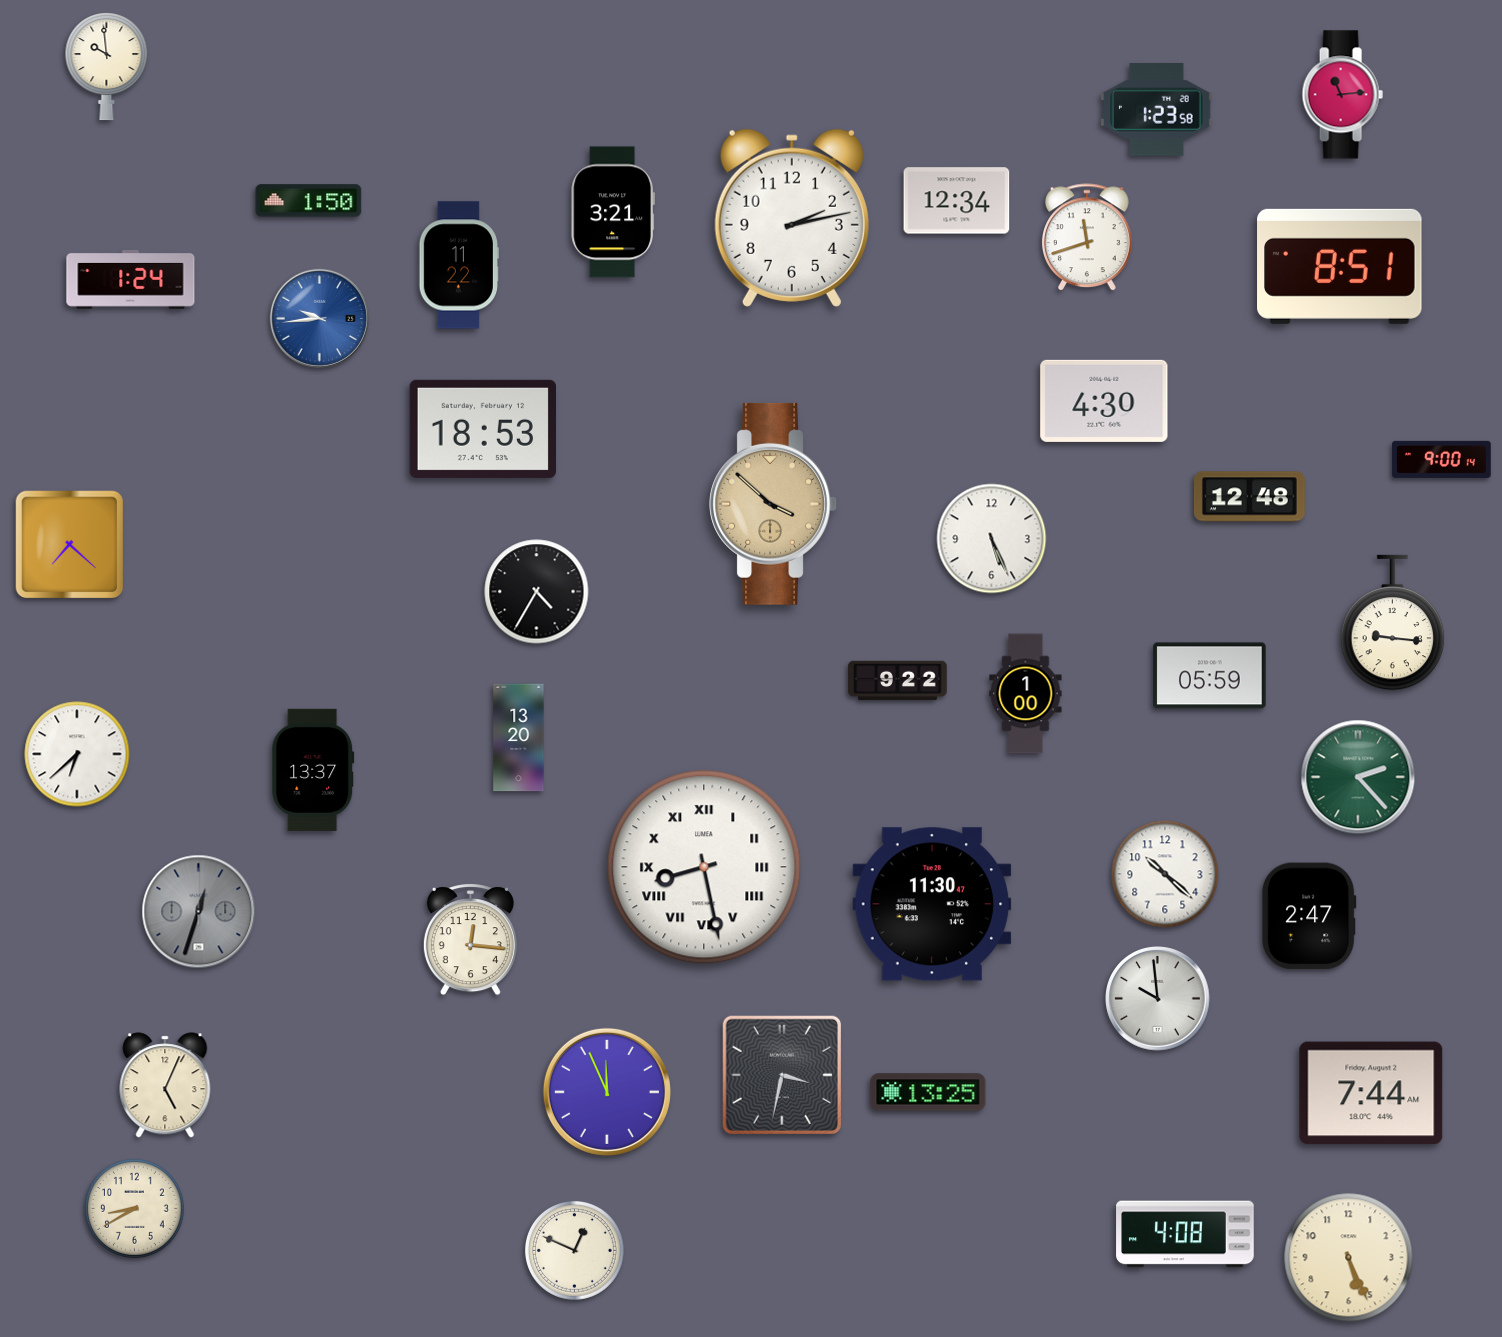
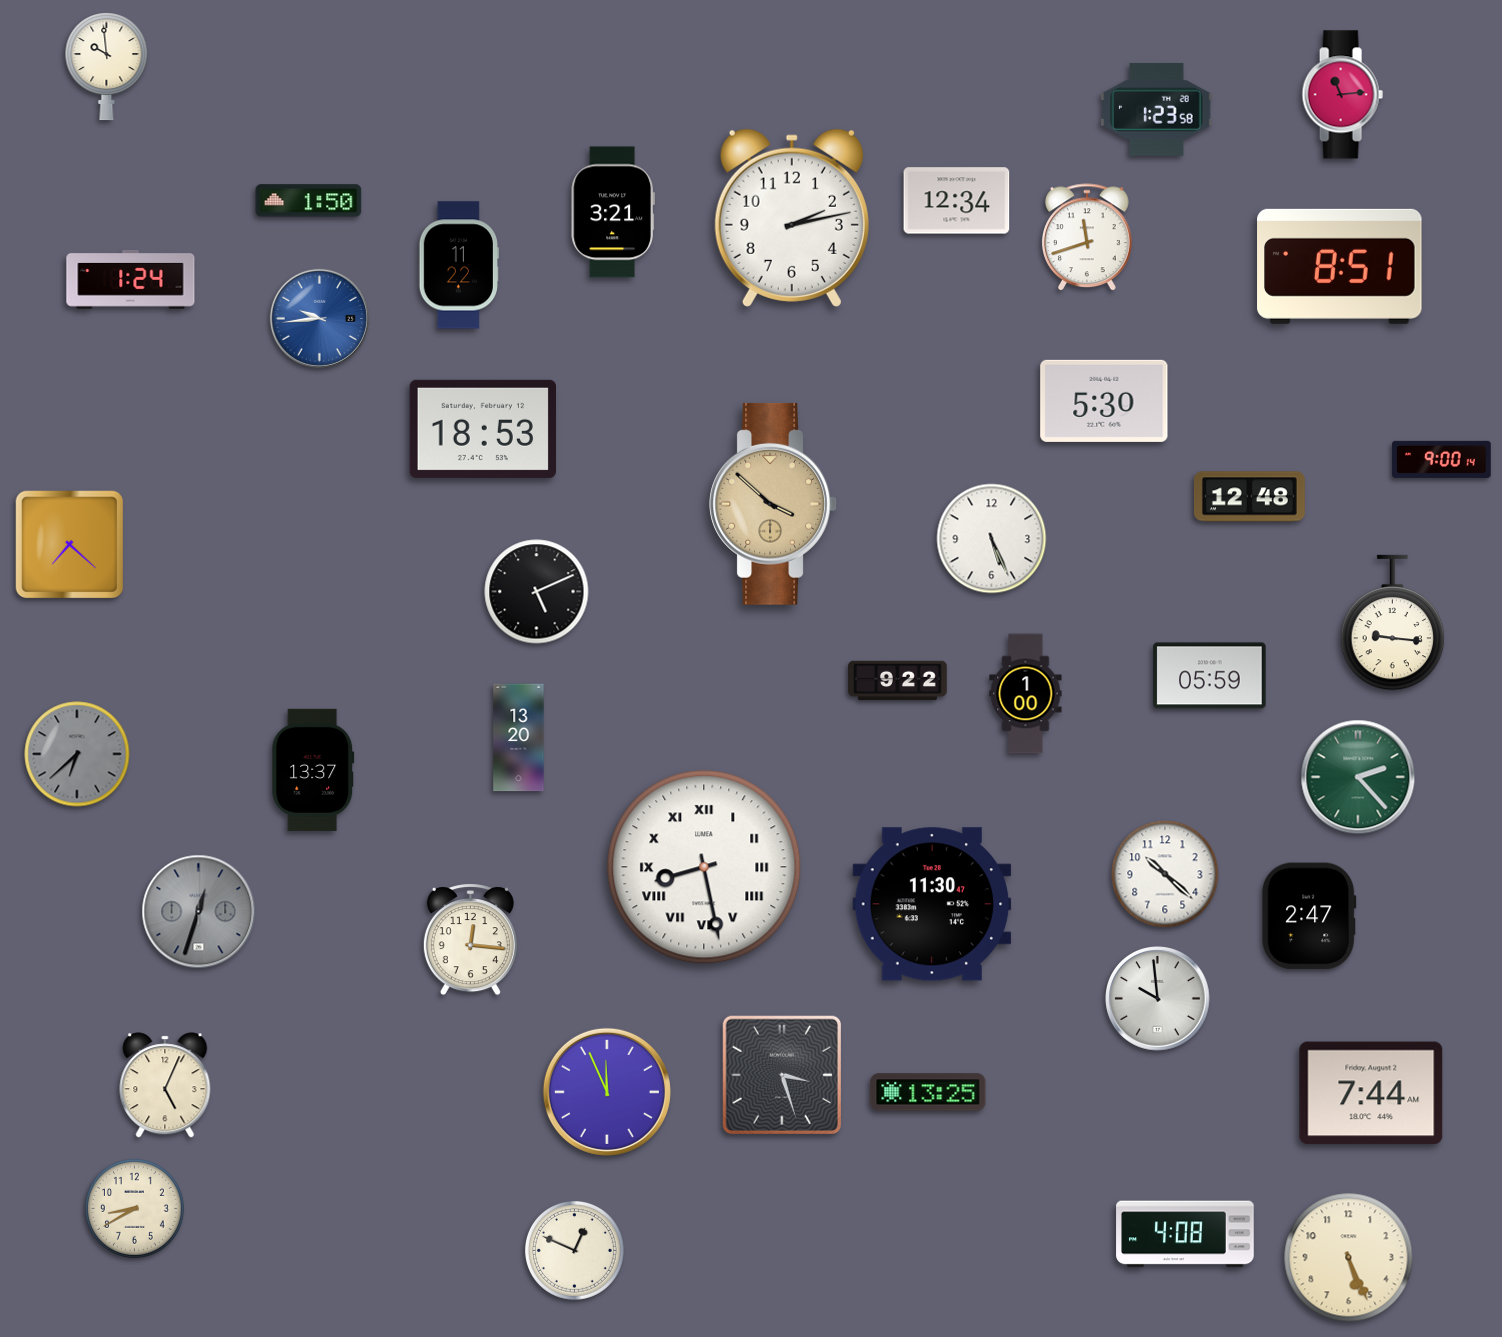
clock at (1104, 401): 4:30 -> 5:30
clock at (537, 592): 4:35 -> 5:11
clock at (77, 754) dial: white -> grey
clock at (781, 1074): 3:32 -> 3:27
